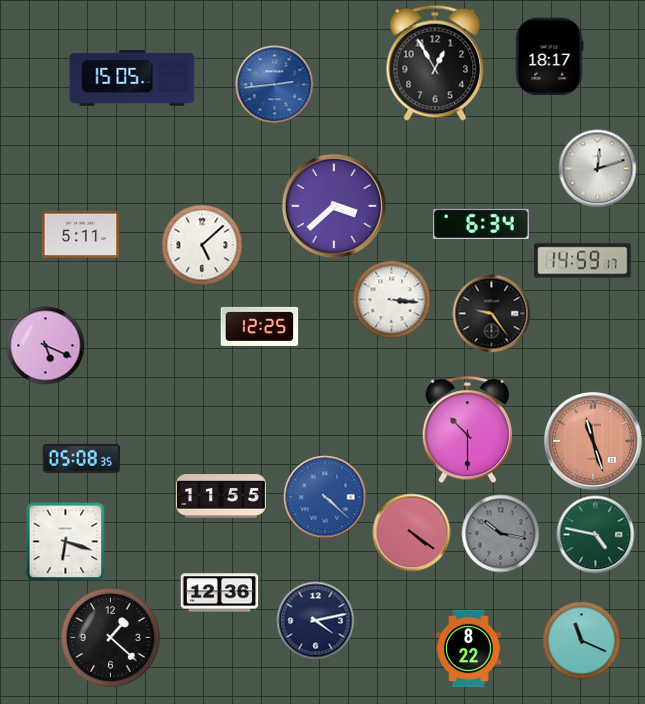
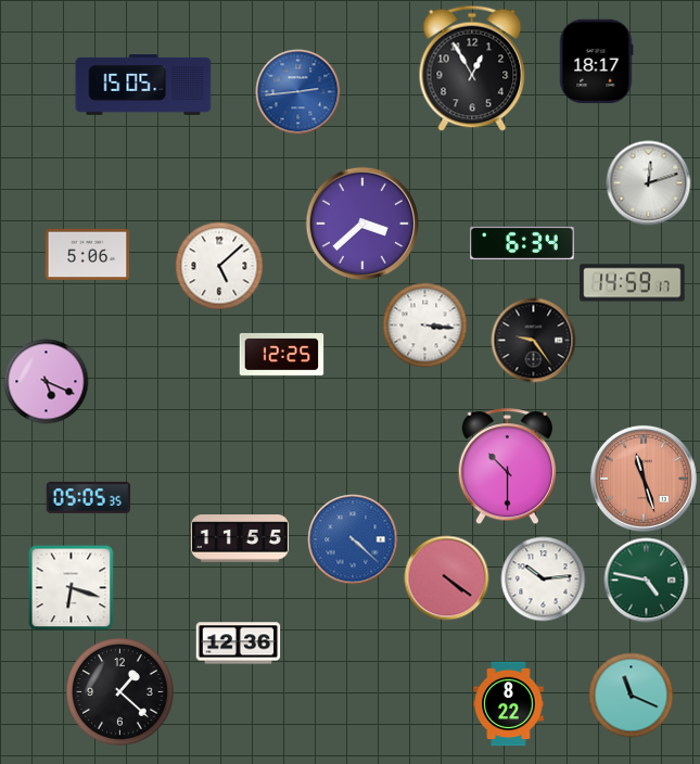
clock at (80, 234): 5:11 -> 5:06
clock at (45, 345) position: (45, 345) -> (46, 381)
clock at (81, 458): 05:08 -> 05:05
clock at (500, 533): 10:17 -> 10:14
clock at (500, 533) dial: grey -> white
clock at (315, 620): 4:13 -> none
